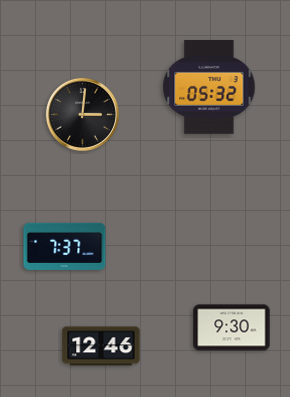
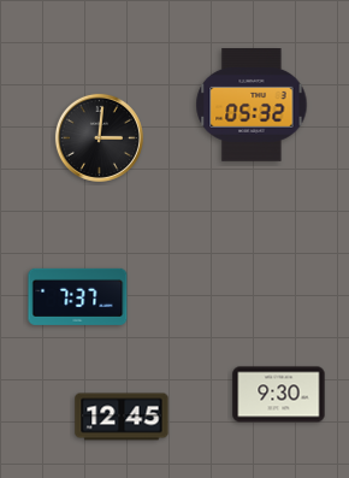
clock at (101, 346): 12:46 -> 12:45
